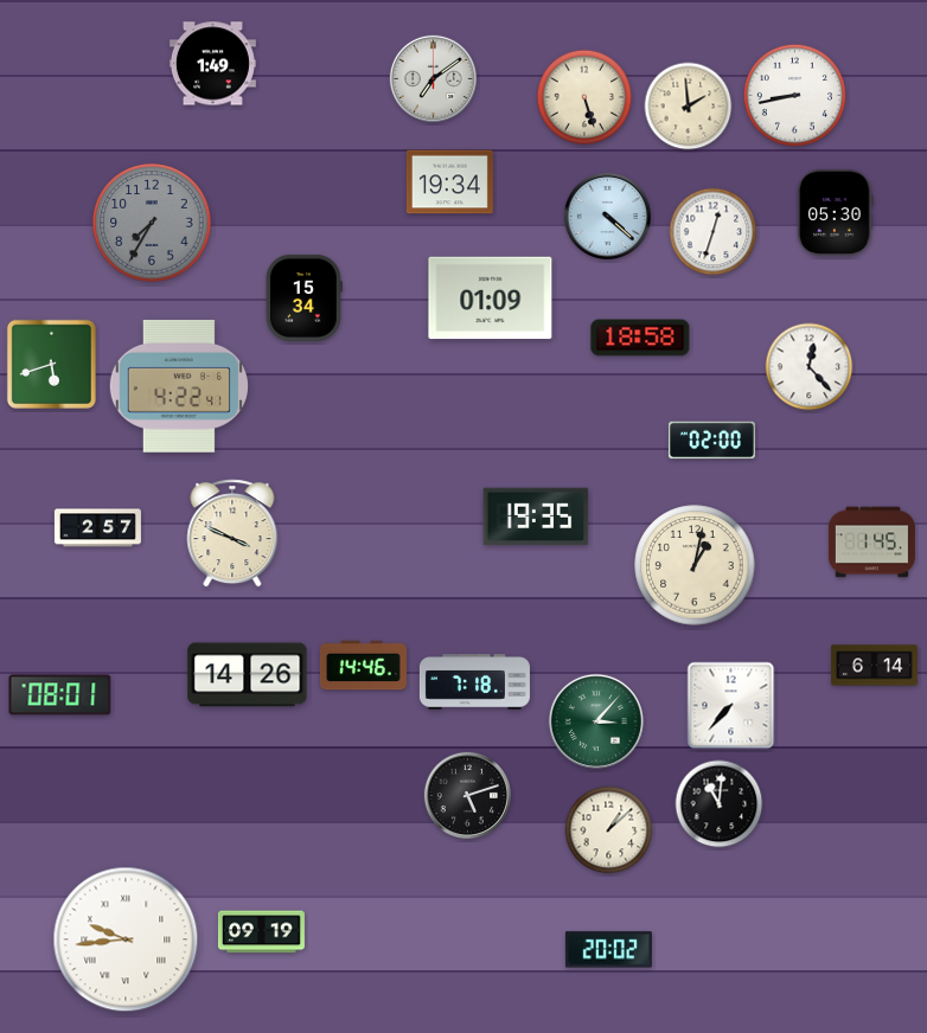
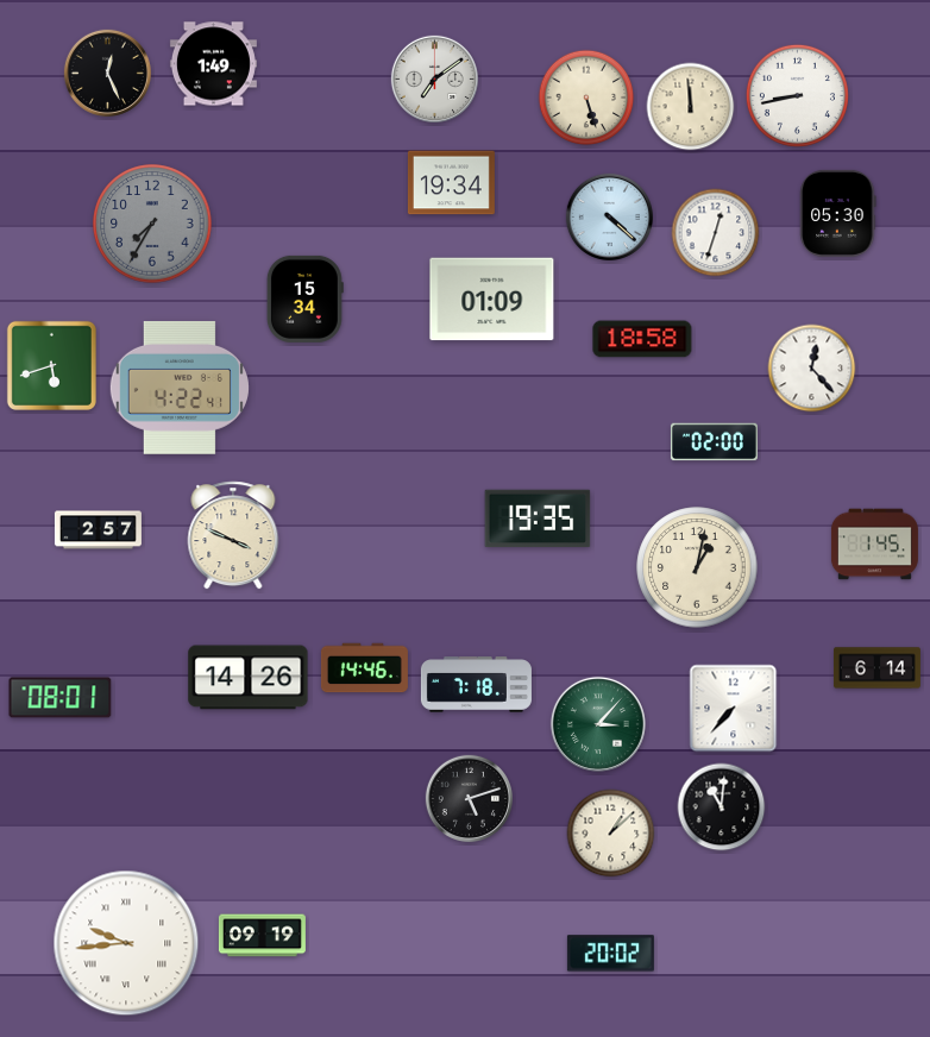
clock at (107, 73): none -> 12:26
clock at (689, 107): 1:59 -> 11:59
